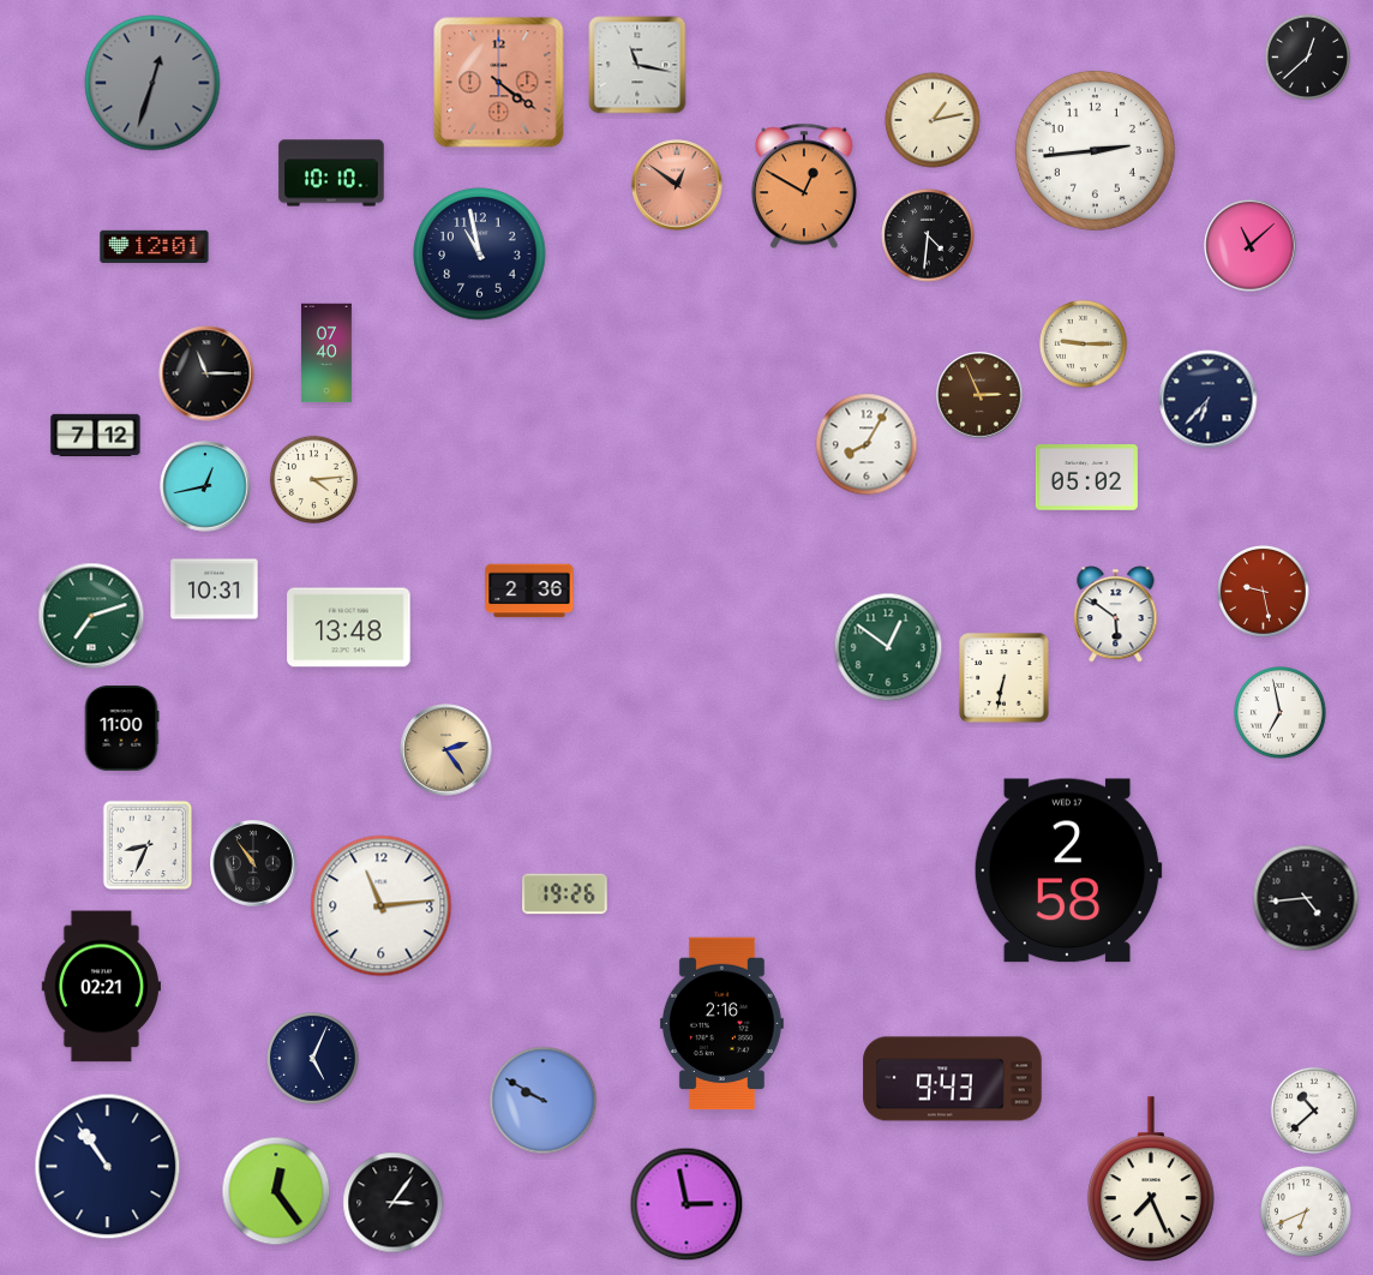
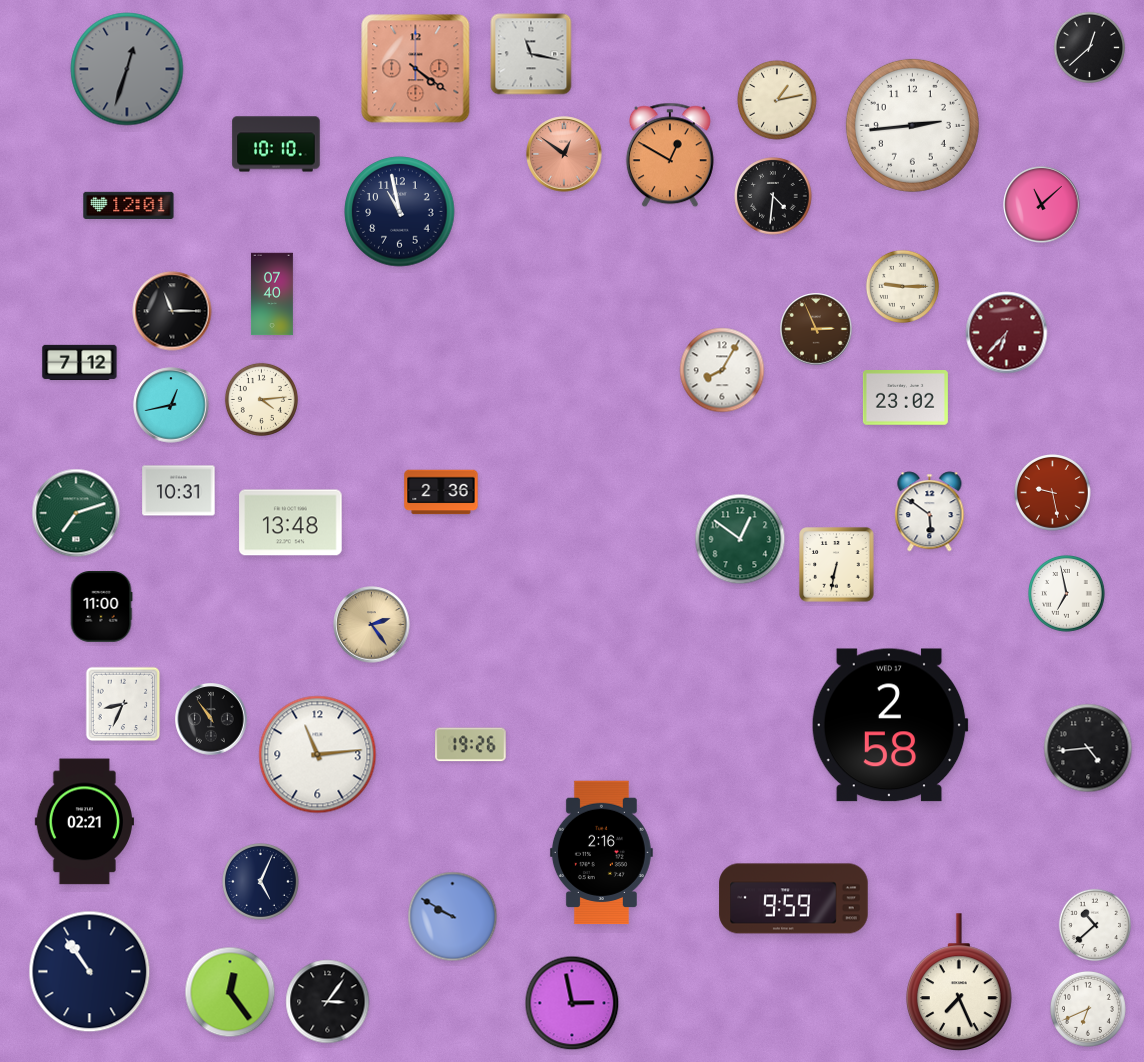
clock at (1209, 400) dial: navy -> burgundy
clock at (1086, 478): 05:02 -> 23:02
clock at (953, 1079): 9:43 -> 9:59
